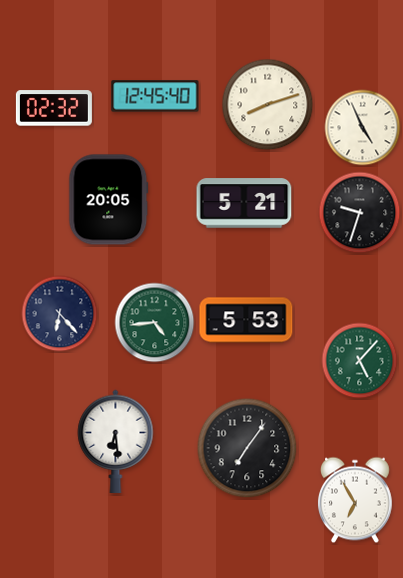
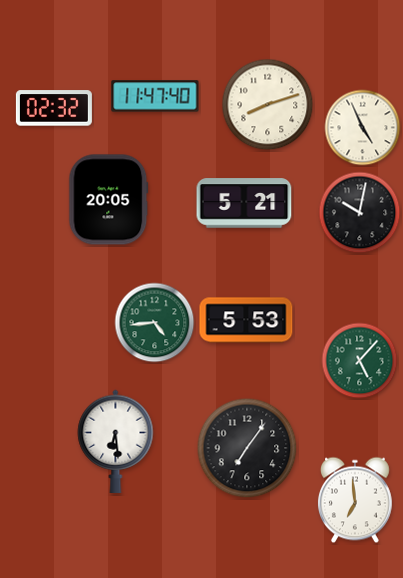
clock at (155, 96): 12:45 -> 11:47
clock at (360, 213): 9:33 -> 10:02
clock at (60, 314): 6:23 -> none
clock at (355, 500): 6:55 -> 6:59
